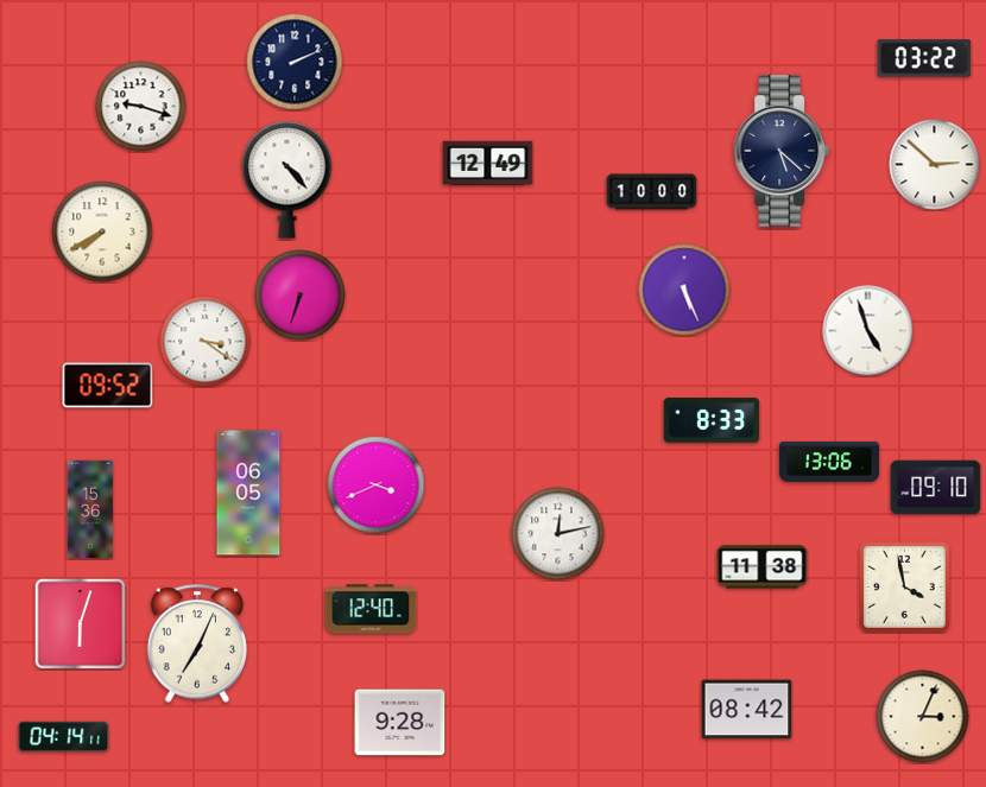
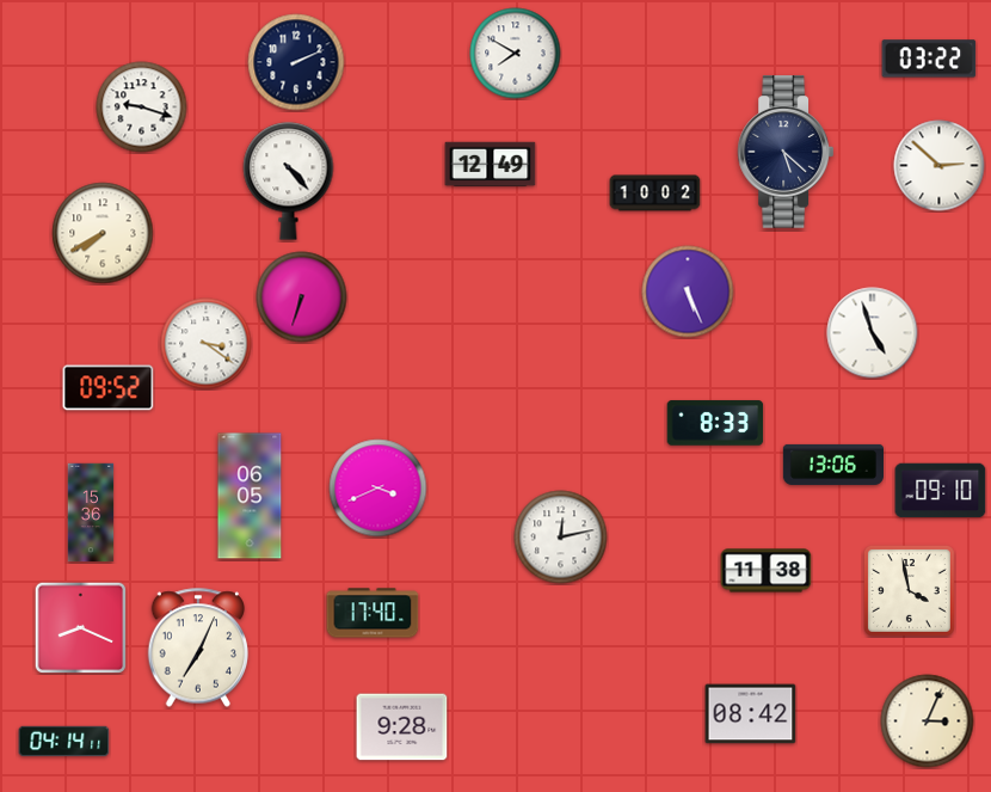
clock at (516, 54): none -> 7:50
clock at (652, 192): 10:00 -> 10:02
clock at (371, 609): 12:40 -> 17:40
clock at (80, 623): 6:03 -> 8:19
